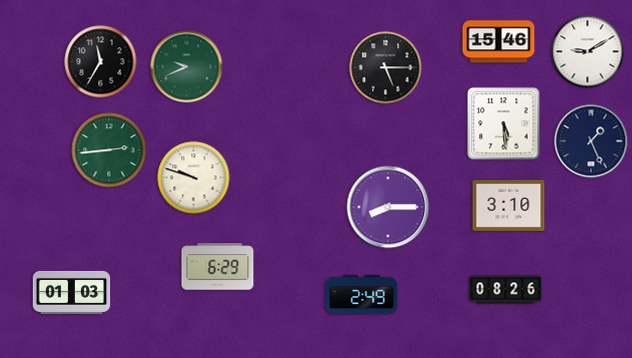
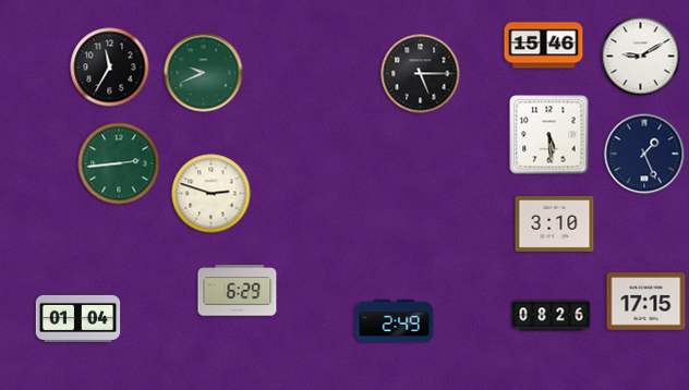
clock at (194, 178): 9:48 -> 2:48
clock at (388, 207): 8:15 -> none
clock at (646, 302): none -> 17:15
clock at (72, 292): 01:03 -> 01:04
